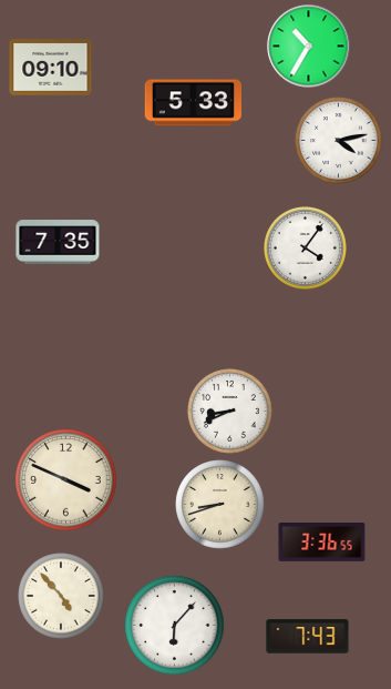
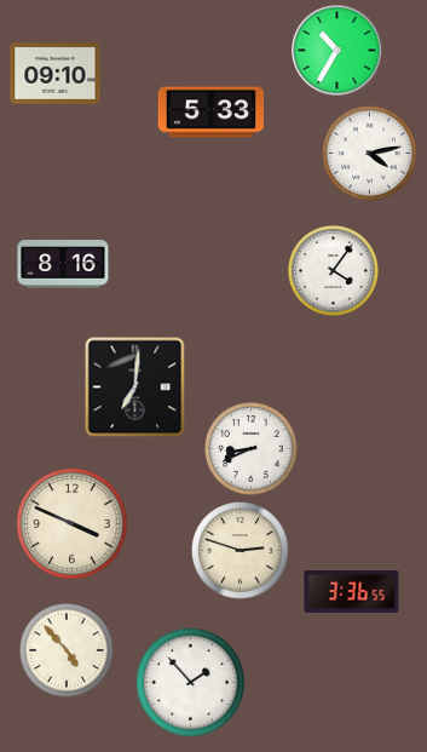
clock at (58, 242): 7:35 -> 8:16
clock at (135, 388): none -> 7:01
clock at (220, 505): 8:42 -> 2:48
clock at (175, 626): 6:07 -> 1:53
clock at (308, 637): 7:43 -> none
